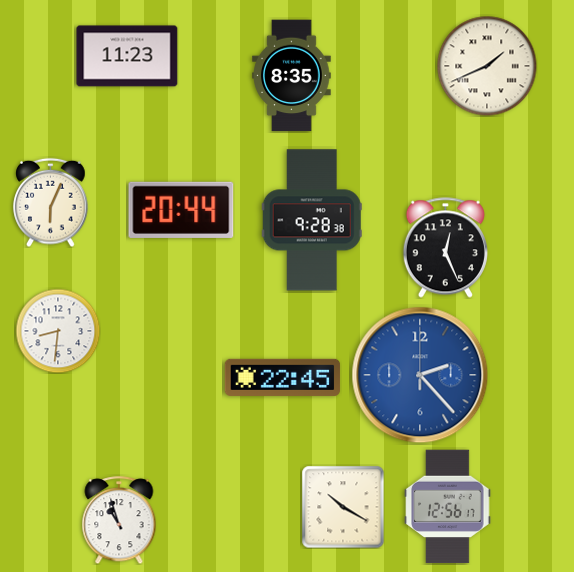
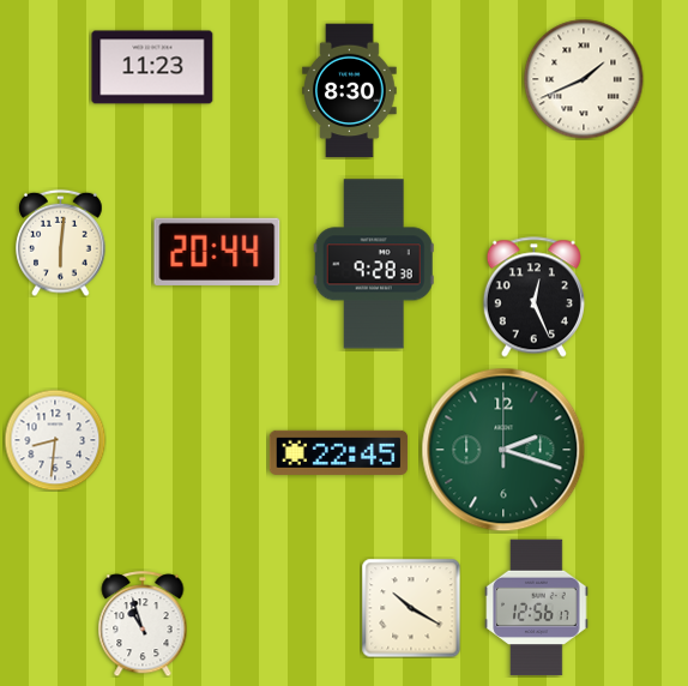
clock at (292, 76): 8:35 -> 8:30
clock at (51, 202): 6:04 -> 6:01
clock at (58, 331) position: (58, 331) -> (55, 440)
clock at (420, 375): 2:23 -> 2:18
clock at (420, 375) dial: blue -> green
